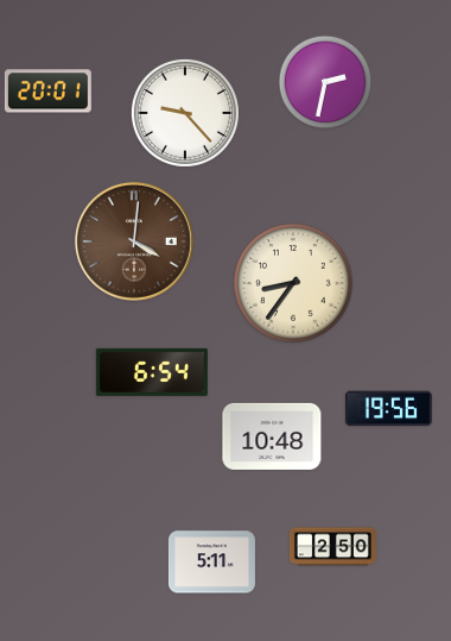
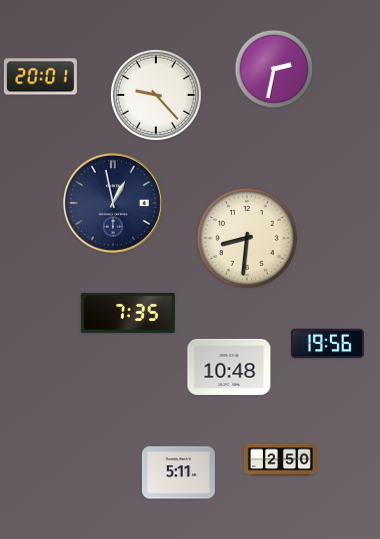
clock at (134, 241): 4:01 -> 12:58
clock at (134, 241) dial: brown -> navy
clock at (293, 283): 8:36 -> 8:31
clock at (152, 372): 6:54 -> 7:35
